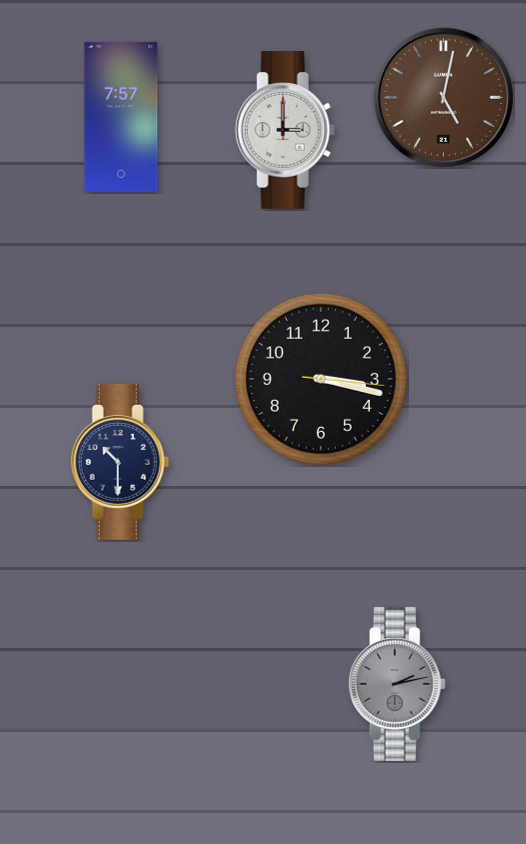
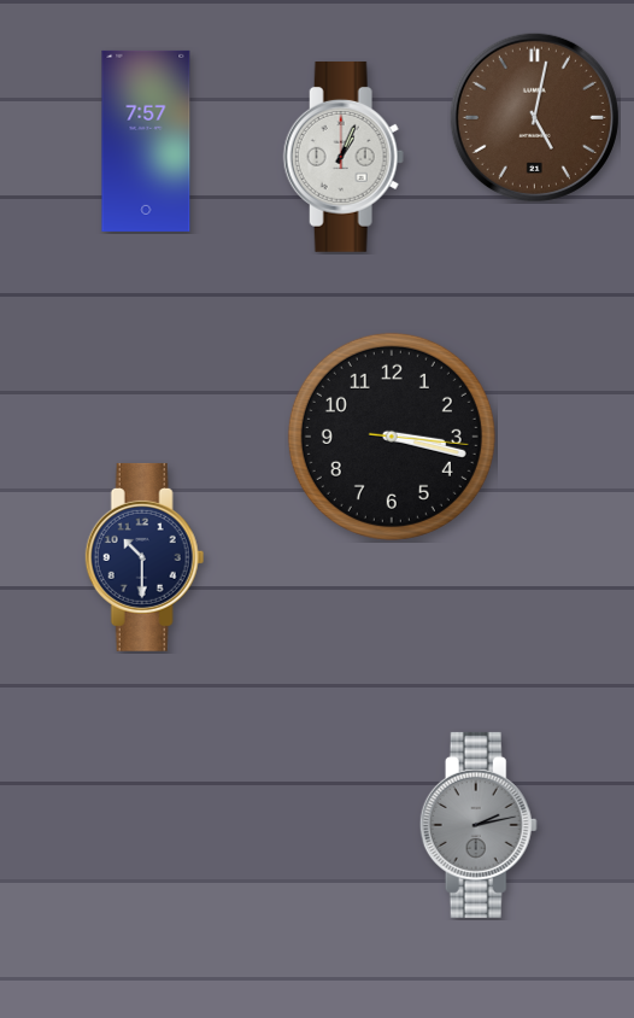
clock at (285, 130): 3:00 -> 1:04
clock at (321, 379) position: (321, 379) -> (392, 437)
